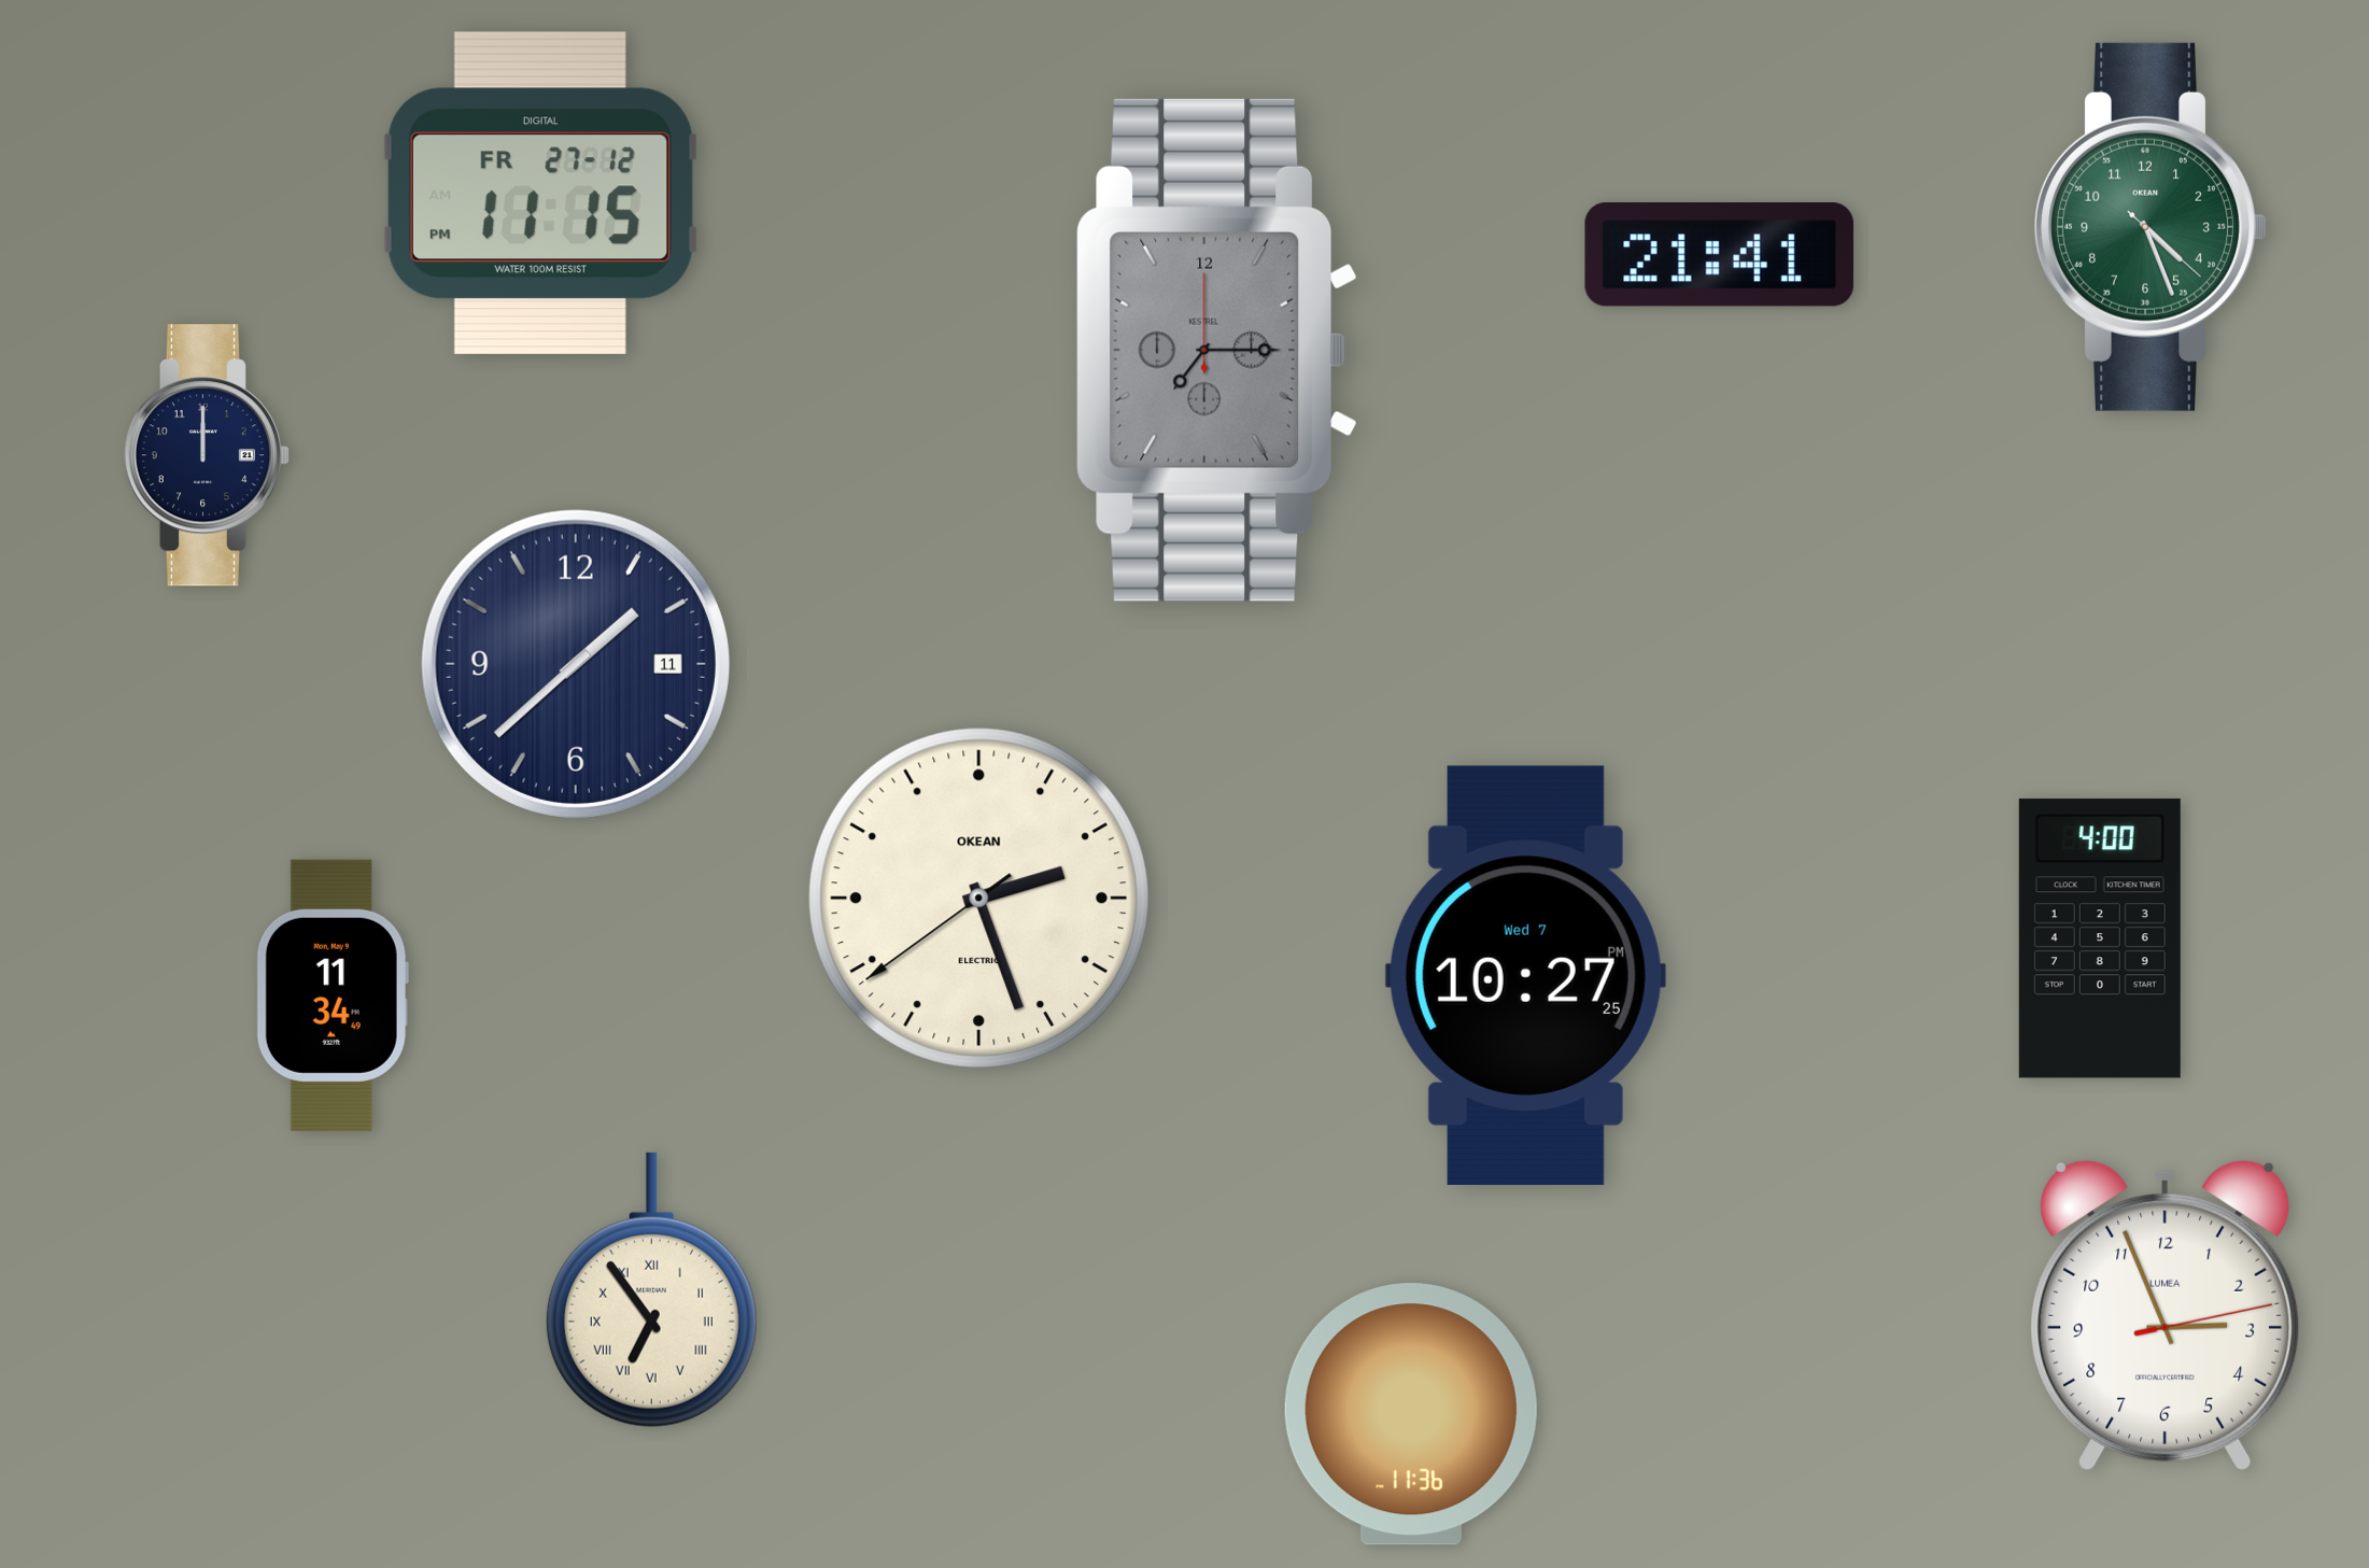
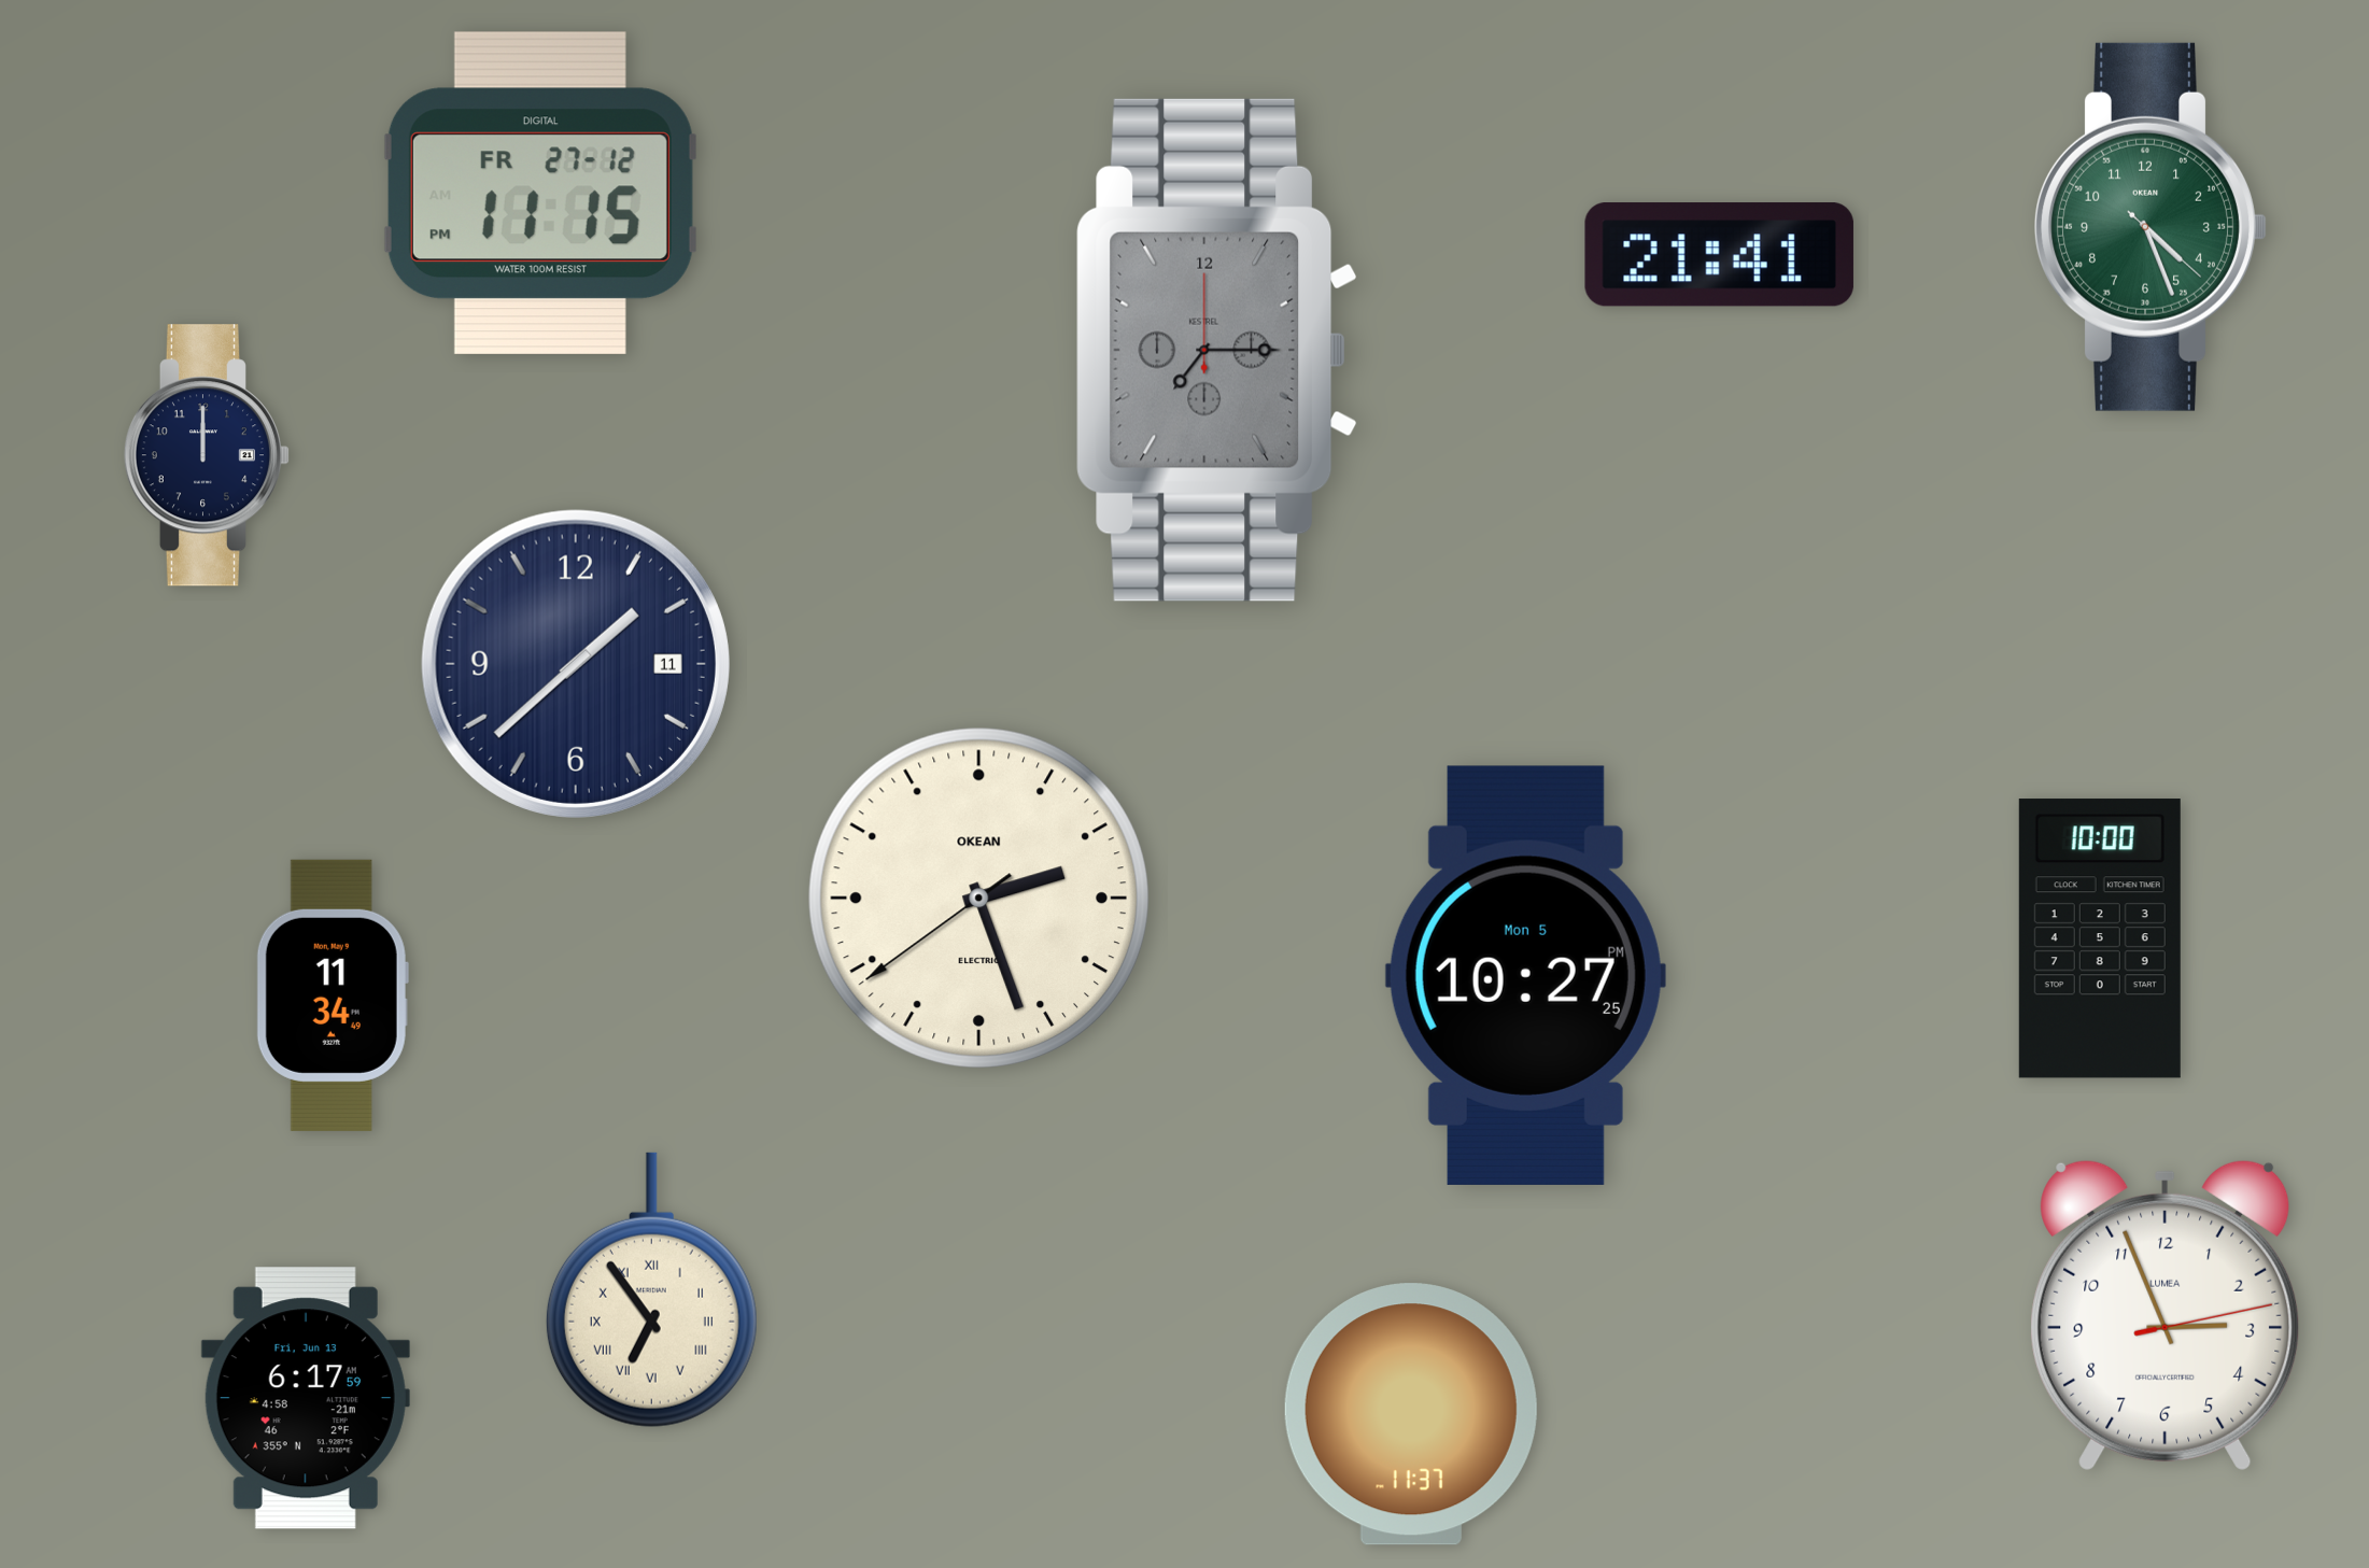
clock at (2100, 938): 4:00 -> 10:00
clock at (1525, 975) date: Wed 7 -> Mon 5
clock at (306, 1398): none -> 6:17
clock at (1411, 1414): 11:36 -> 11:37
